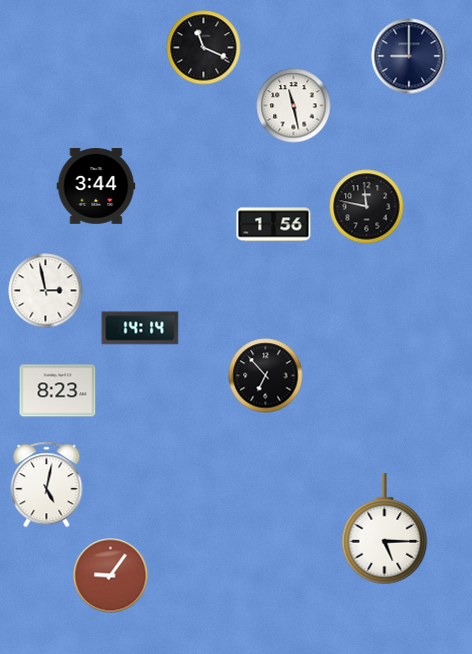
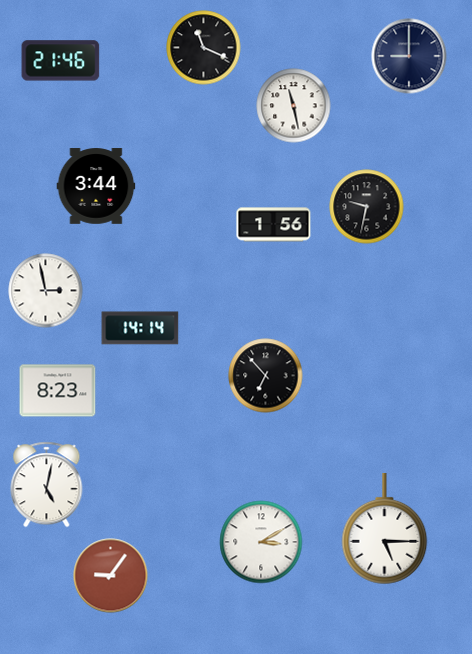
clock at (61, 61): none -> 21:46
clock at (367, 207): 11:47 -> 9:32
clock at (261, 542): none -> 3:10
